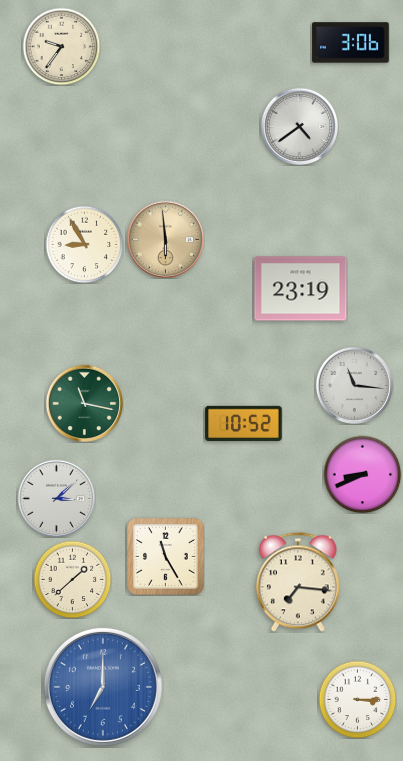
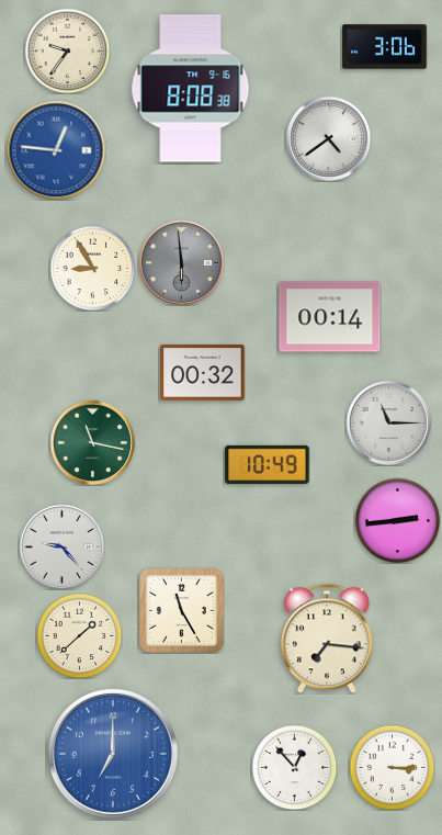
clock at (191, 89): none -> 8:08
clock at (56, 150): none -> 12:46
clock at (165, 239) dial: champagne -> grey
clock at (301, 289): 23:19 -> 00:14
clock at (203, 373): none -> 00:32
clock at (354, 385): 11:16 -> 11:15
clock at (244, 423): 10:52 -> 10:49
clock at (362, 474): 8:41 -> 2:44
clock at (56, 498): 3:08 -> 9:23
clock at (294, 767): none -> 12:53
